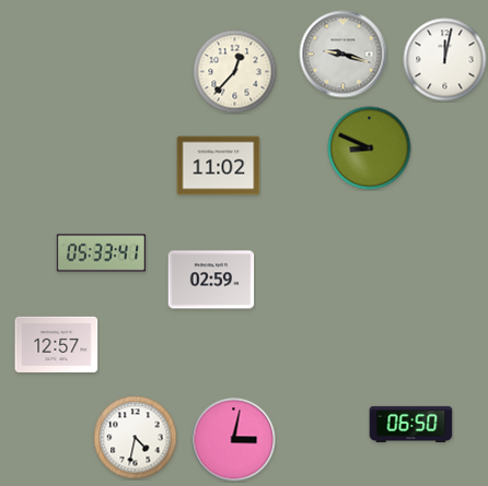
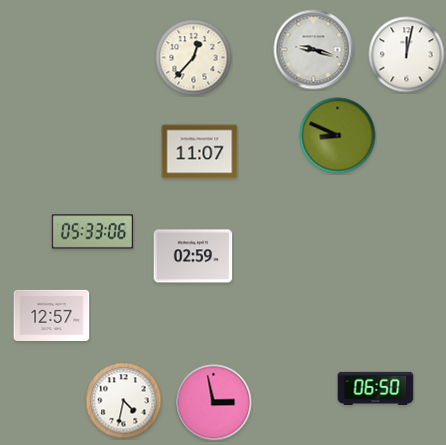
clock at (235, 72) position: (235, 72) -> (194, 58)
clock at (219, 166): 11:02 -> 11:07
clock at (102, 253): 05:33:41 -> 05:33:06
clock at (234, 440): 3:02 -> 2:58
